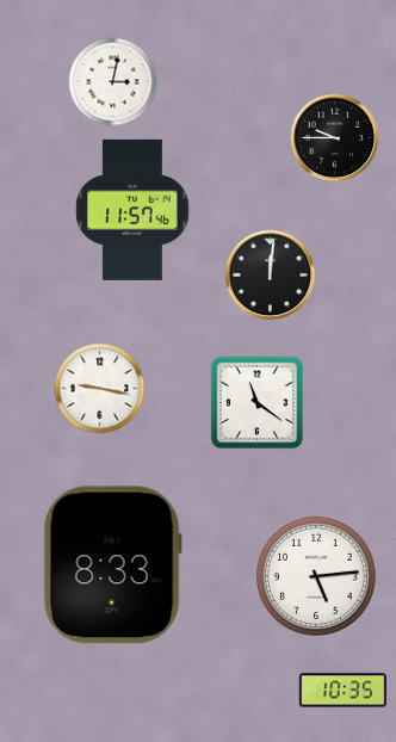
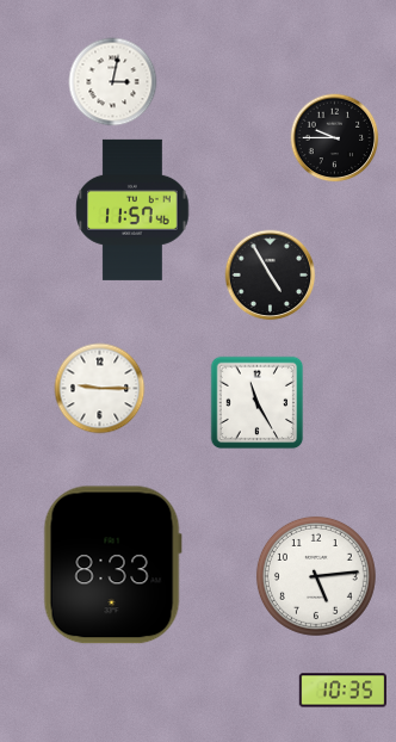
clock at (271, 276): 12:01 -> 4:55
clock at (100, 389): 9:17 -> 9:15
clock at (258, 403): 11:21 -> 11:25
